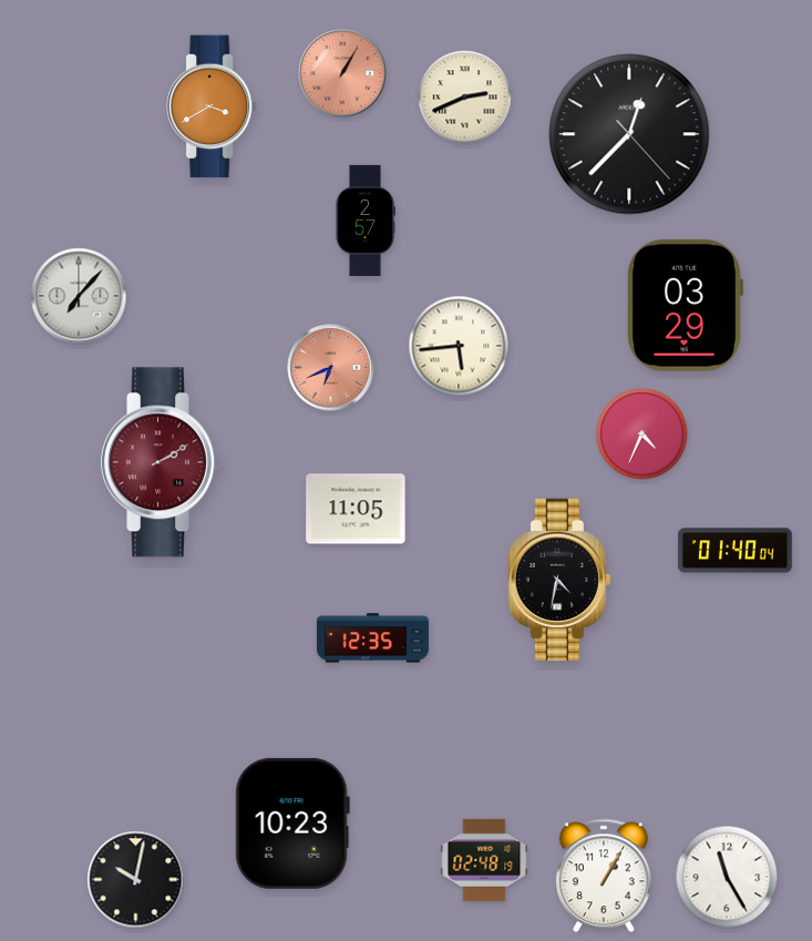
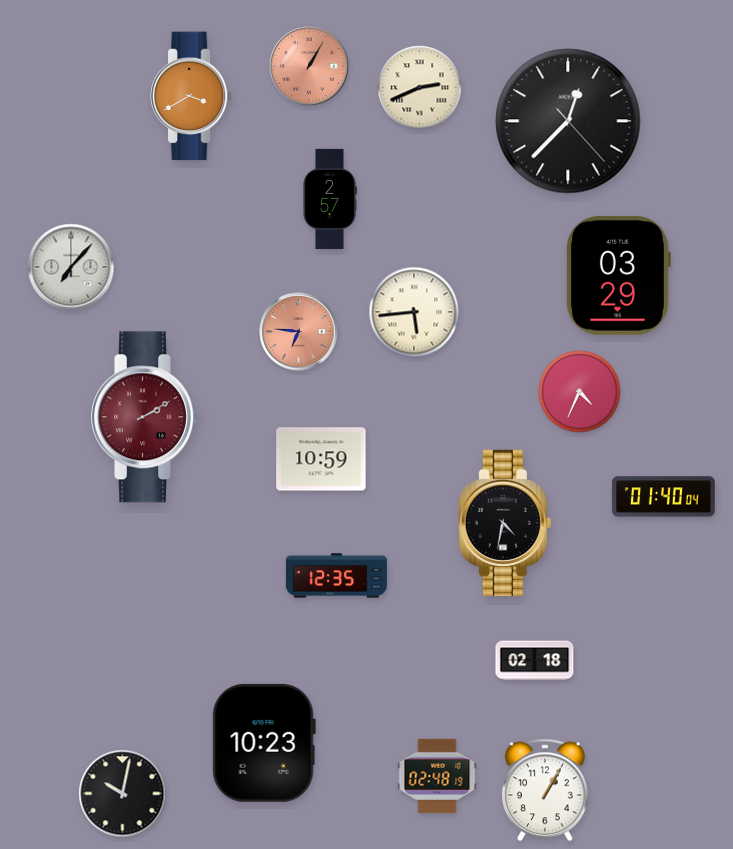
clock at (331, 368): 6:41 -> 6:46
clock at (356, 509): 11:05 -> 10:59
clock at (535, 661): none -> 02:18
clock at (727, 877): 11:25 -> none
